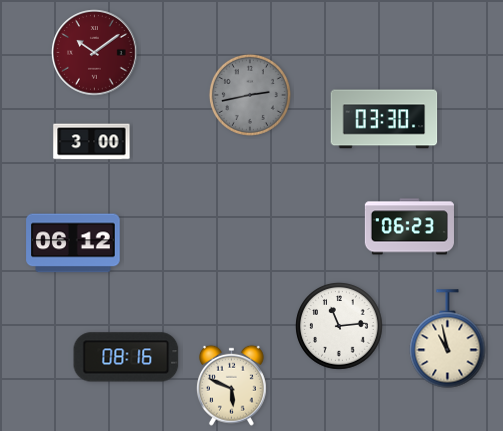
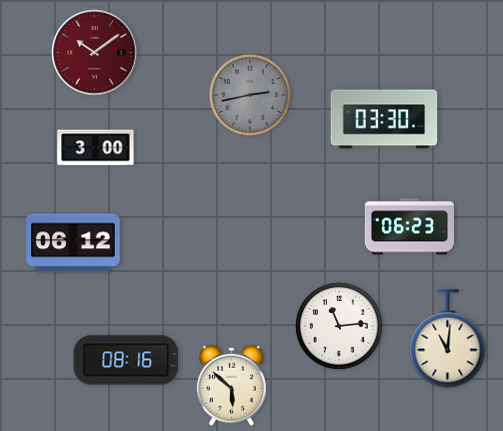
clock at (92, 142) position: (92, 142) -> (96, 148)
clock at (448, 339): 10:58 -> 11:01
clock at (126, 357) position: (126, 357) -> (126, 360)
clock at (231, 385): 5:49 -> 5:52
